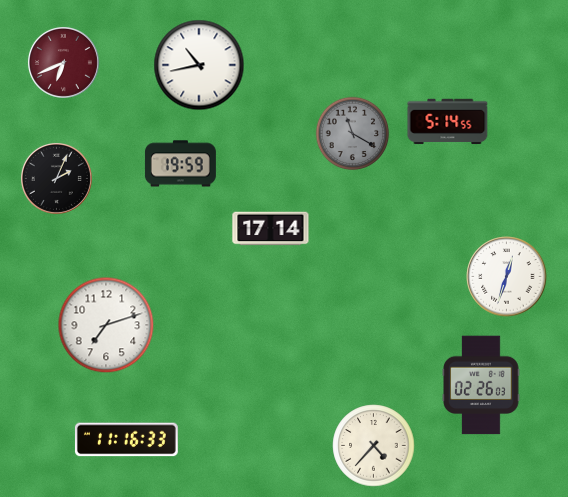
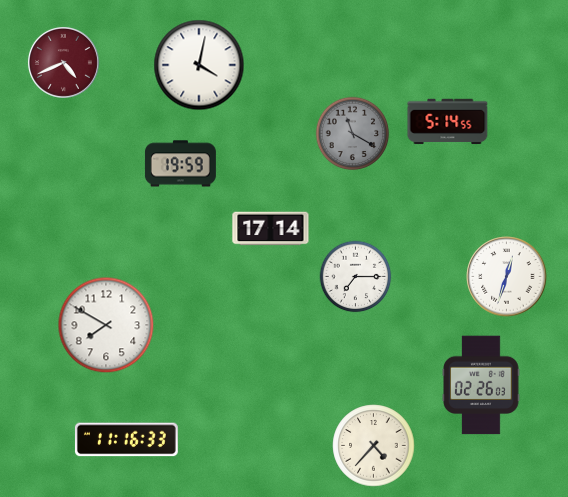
clock at (63, 62): 6:41 -> 4:41
clock at (199, 65): 10:43 -> 4:02
clock at (56, 178): 2:04 -> none
clock at (356, 277): none -> 7:15
clock at (106, 325): 7:12 -> 7:50
